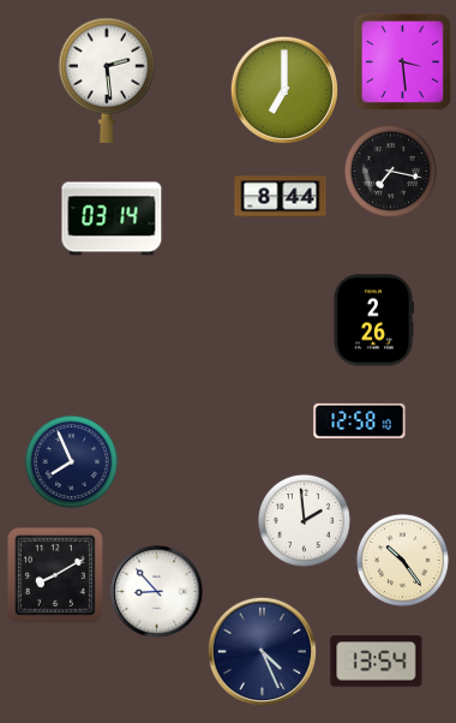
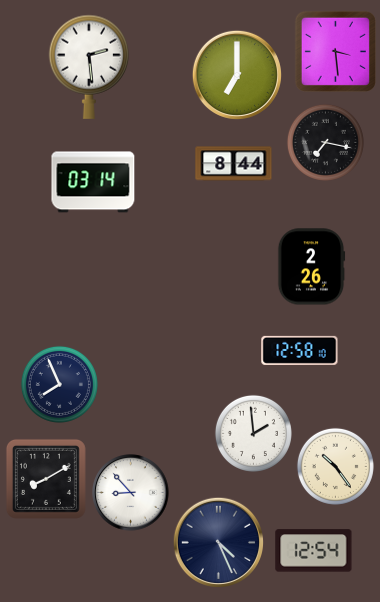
clock at (377, 662): 13:54 -> 12:54
